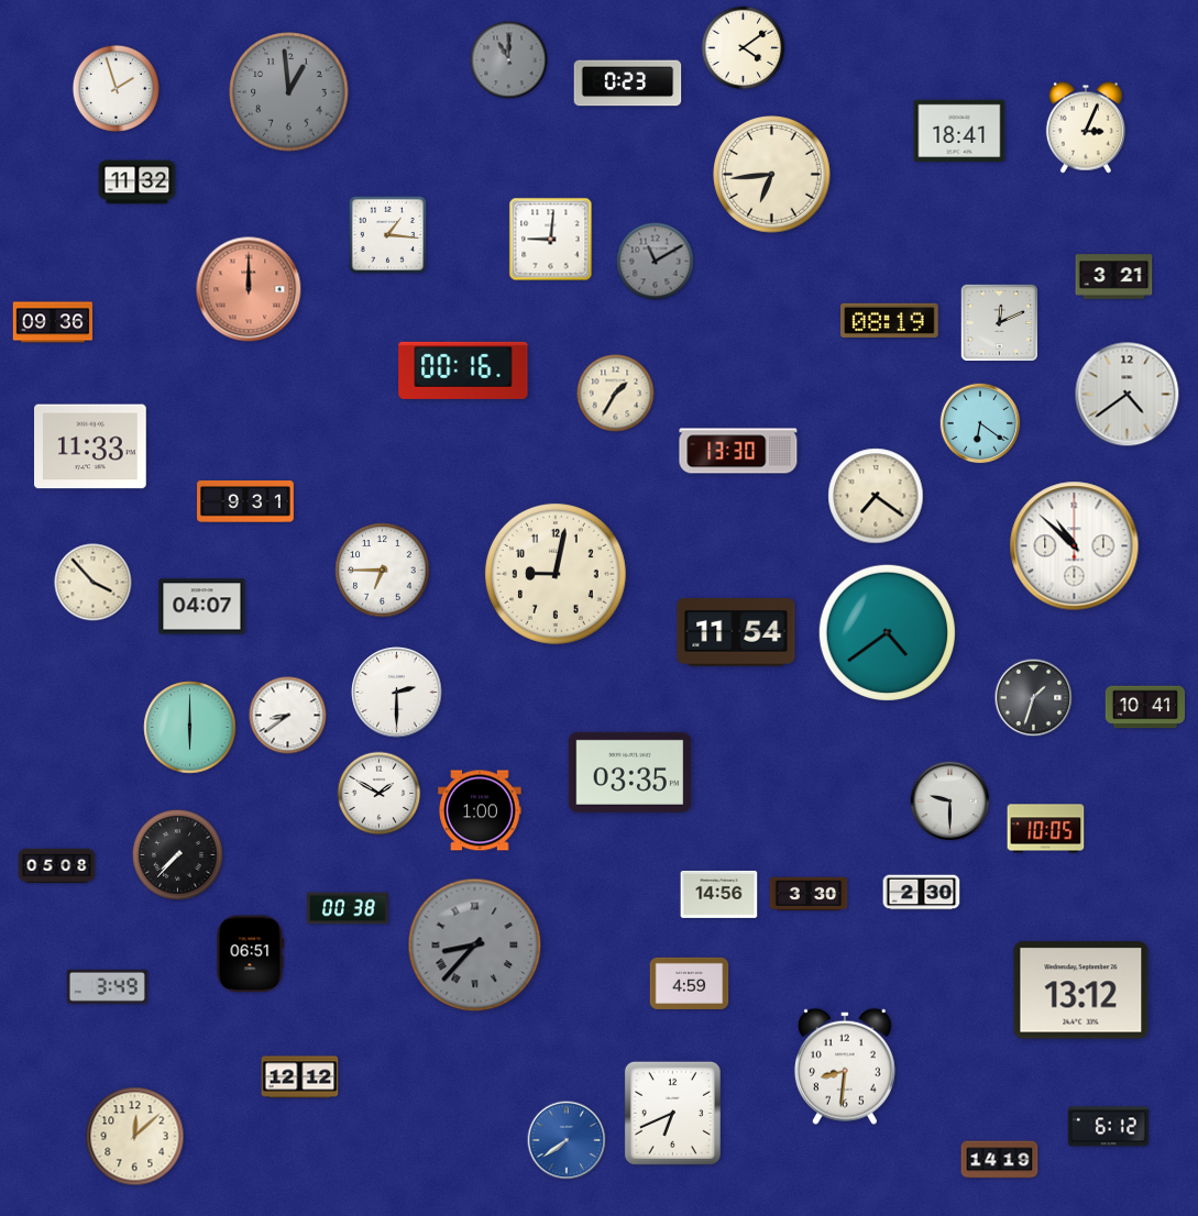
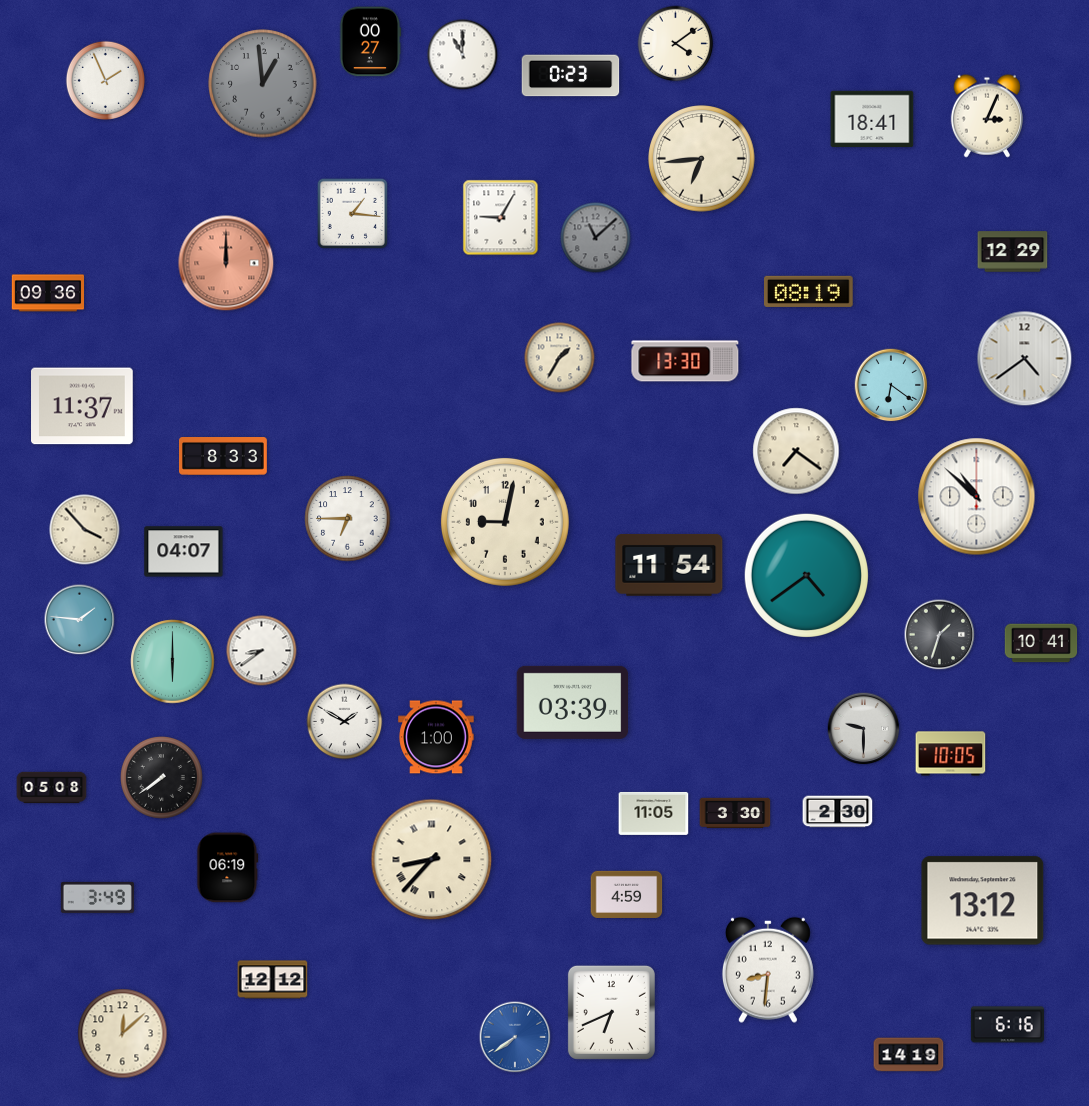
clock at (370, 42): none -> 00:27
clock at (509, 60) dial: grey -> white
clock at (116, 88): 1:57 -> 1:56
clock at (138, 183): 11:32 -> none
clock at (551, 240): 9:01 -> 9:05
clock at (656, 262): 11:10 -> 11:08
clock at (1114, 277): 3:21 -> 12:29
clock at (999, 322): 12:11 -> none
clock at (463, 371): 00:16 -> none
clock at (91, 446): 11:33 -> 11:37
clock at (738, 451) position: (738, 451) -> (685, 361)
clock at (246, 502): 9:31 -> 8:33
clock at (736, 632) position: (736, 632) -> (669, 565)
clock at (80, 620): none -> 1:46
clock at (397, 693): 2:30 -> none
clock at (630, 772): 03:35 -> 03:39
clock at (178, 855): 7:37 -> 7:39
clock at (719, 894): 14:56 -> 11:05
clock at (348, 908): 00:38 -> none
clock at (475, 946) dial: grey -> cream
clock at (251, 954): 06:51 -> 06:19
clock at (1108, 1127): 6:12 -> 6:16
